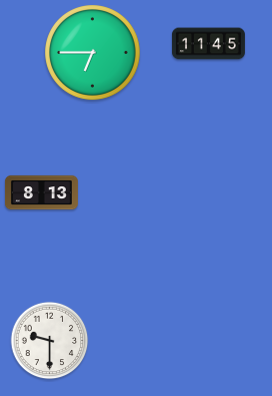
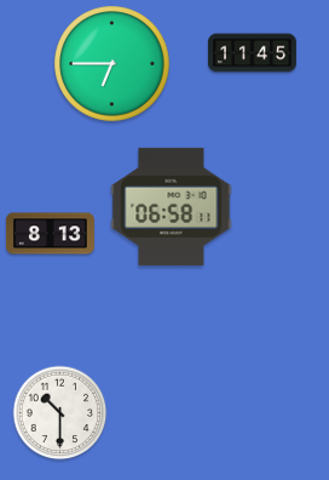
clock at (172, 206): none -> 06:58
clock at (50, 341): 9:30 -> 10:30
